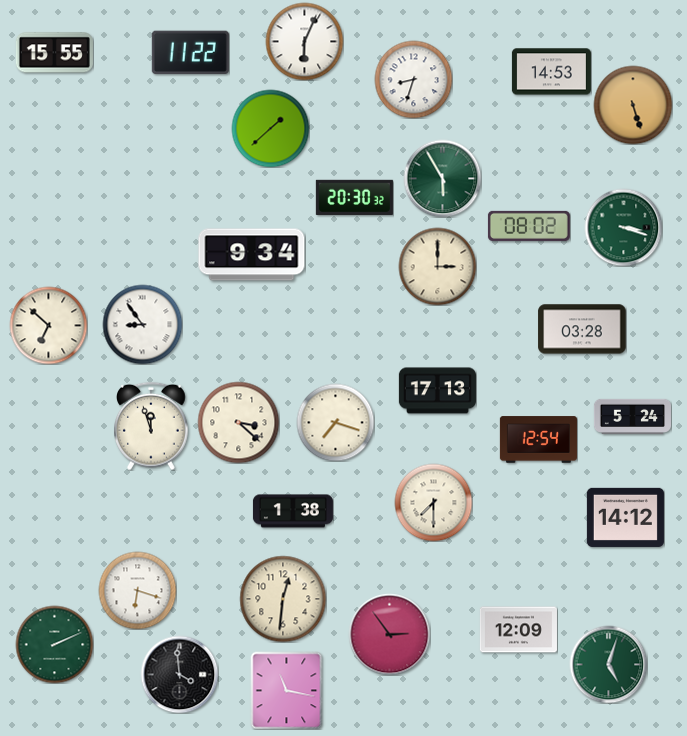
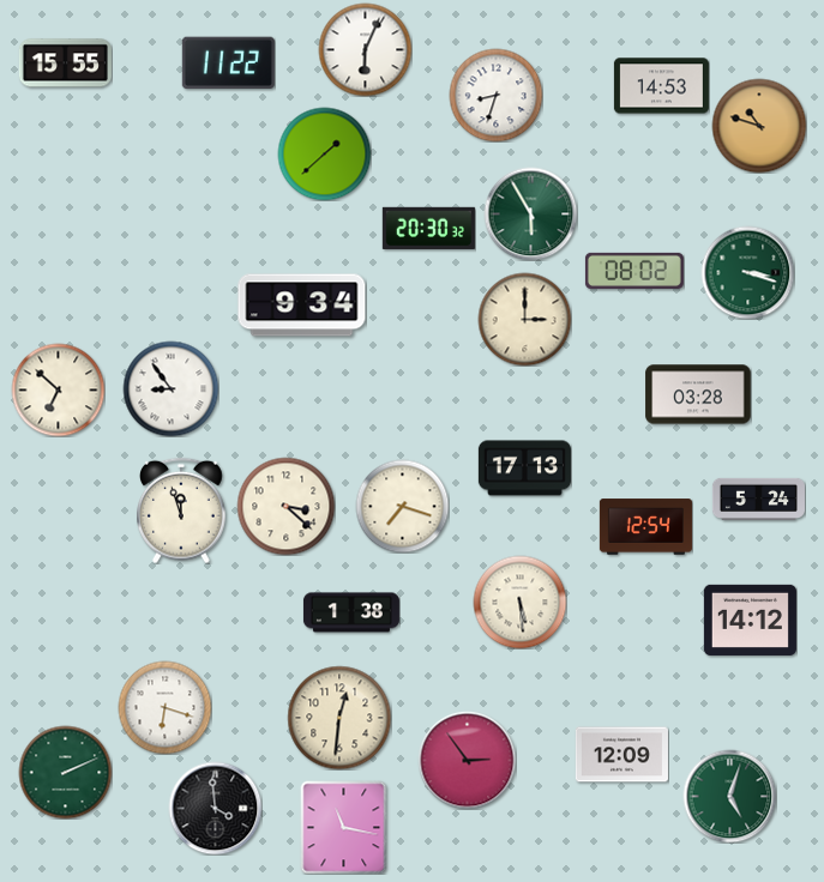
clock at (633, 105): 5:27 -> 10:48
clock at (354, 197) position: (354, 197) -> (428, 228)
clock at (433, 502): 7:30 -> 5:29
